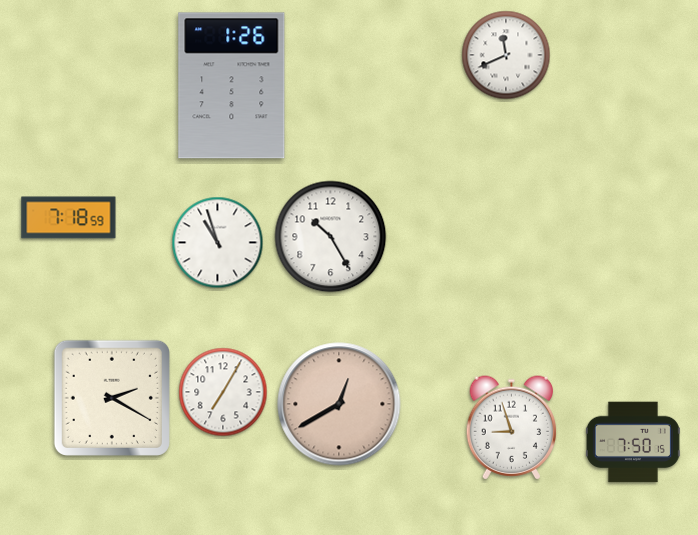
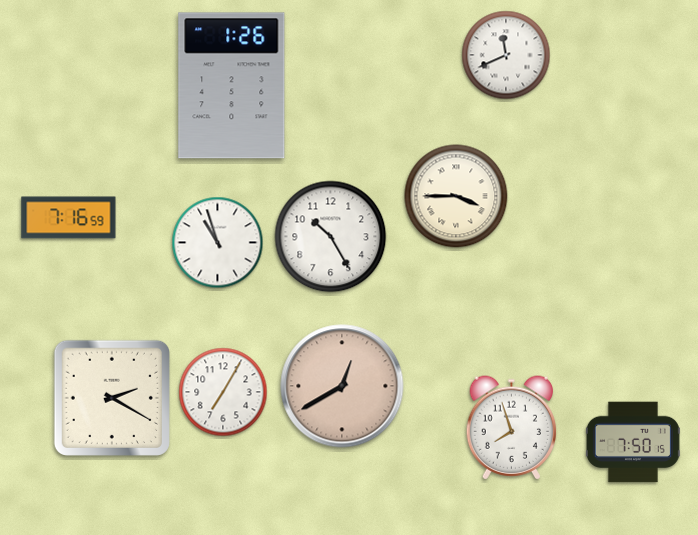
clock at (456, 196): none -> 3:45
clock at (69, 218): 7:18 -> 7:16
clock at (339, 404) position: (339, 404) -> (342, 386)
clock at (511, 428): 8:57 -> 7:57
